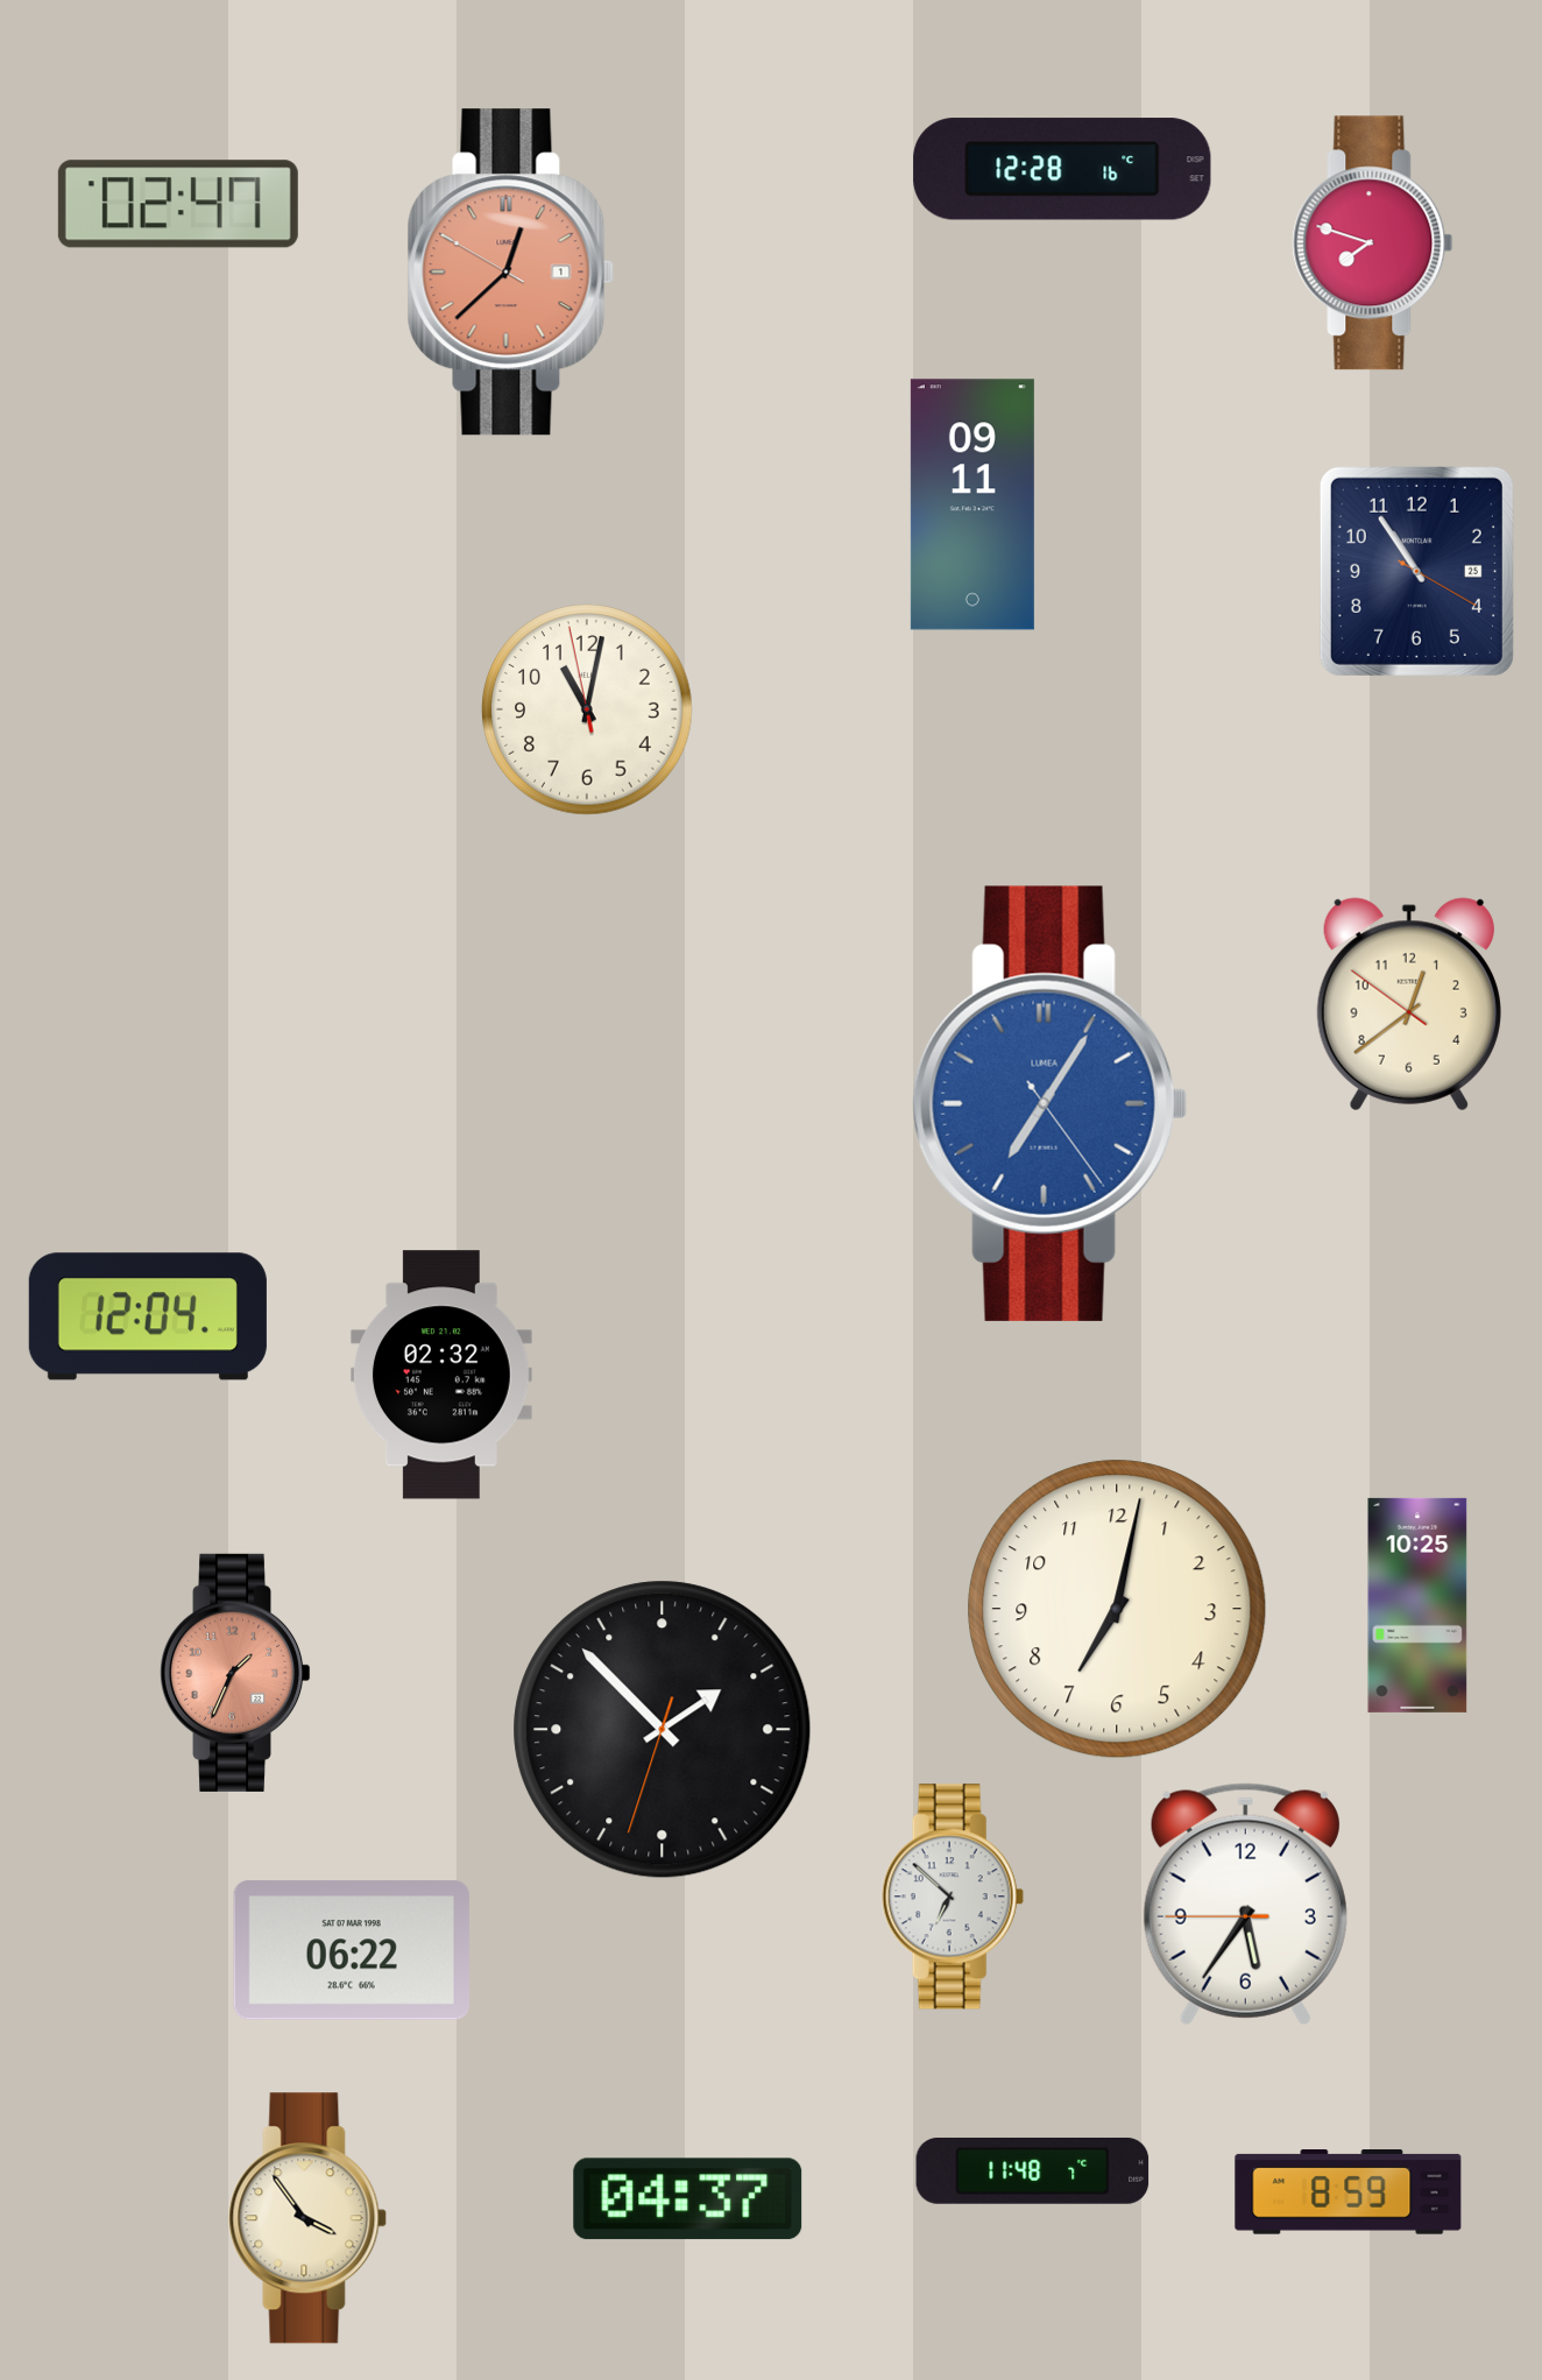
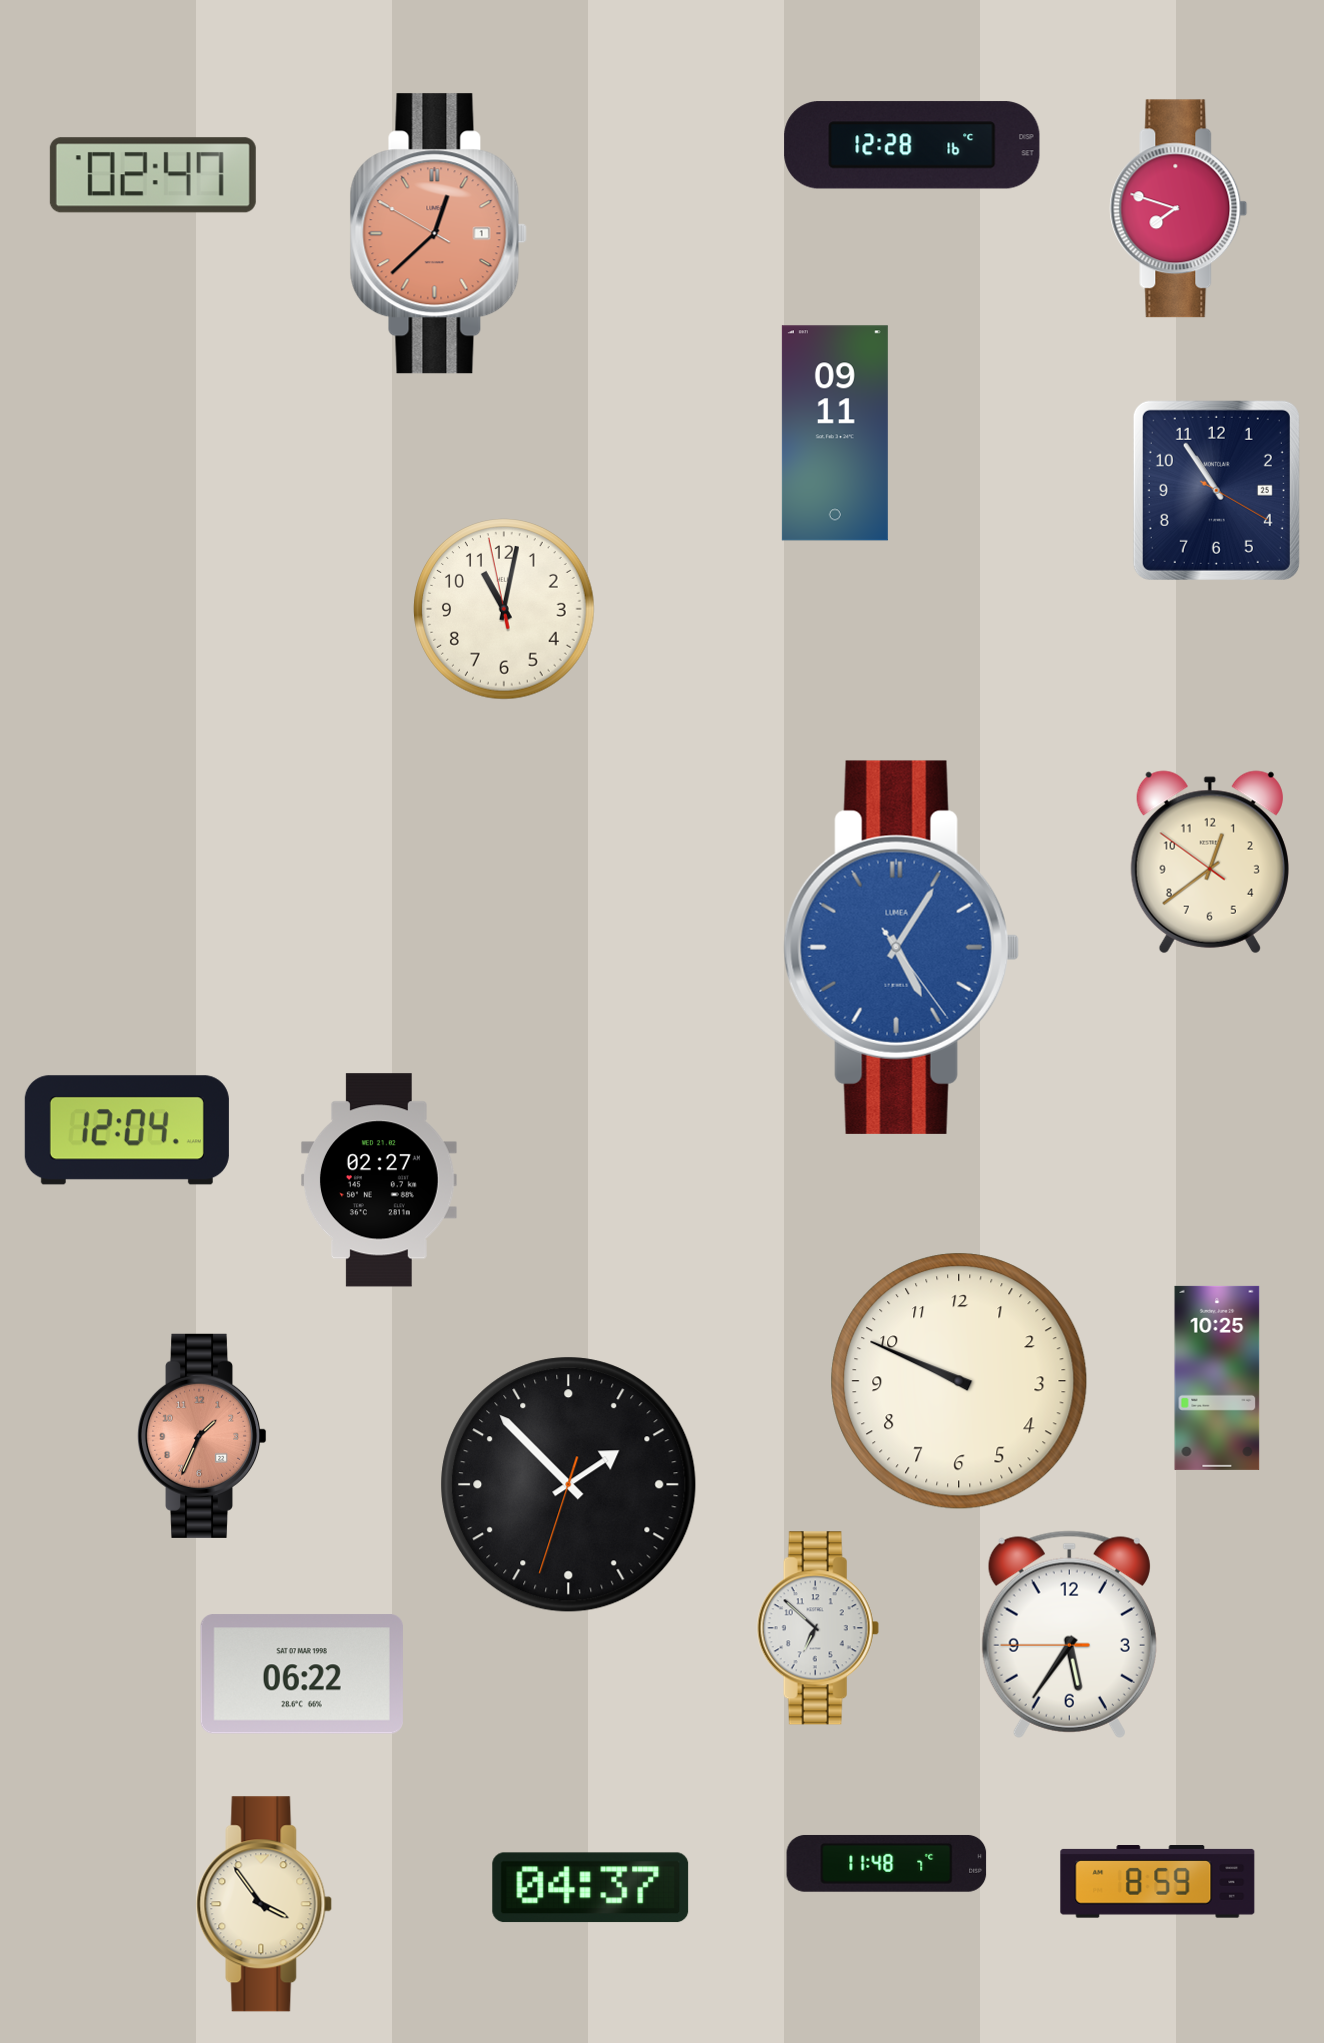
clock at (1049, 1103): 7:05 -> 5:05
clock at (441, 1375): 02:32 -> 02:27
clock at (1117, 1609): 7:02 -> 9:49
